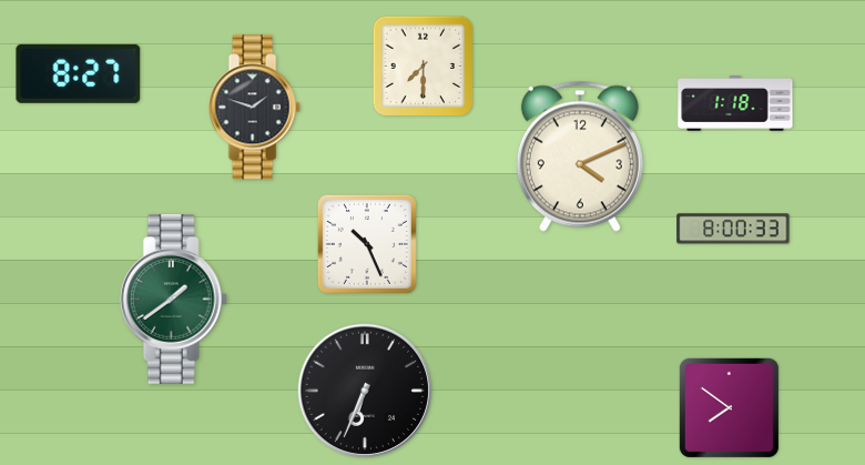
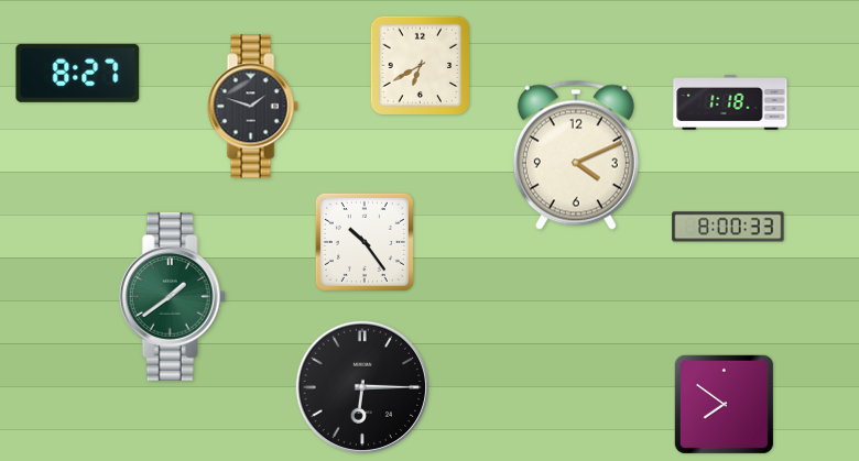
clock at (424, 67): 7:30 -> 6:40
clock at (367, 244): 10:26 -> 10:24
clock at (365, 391): 6:34 -> 6:15
